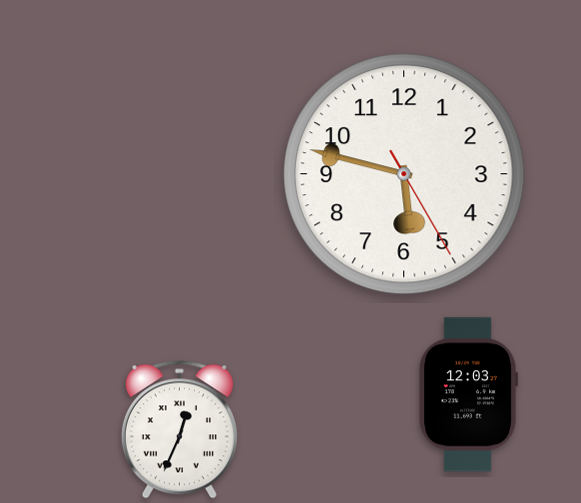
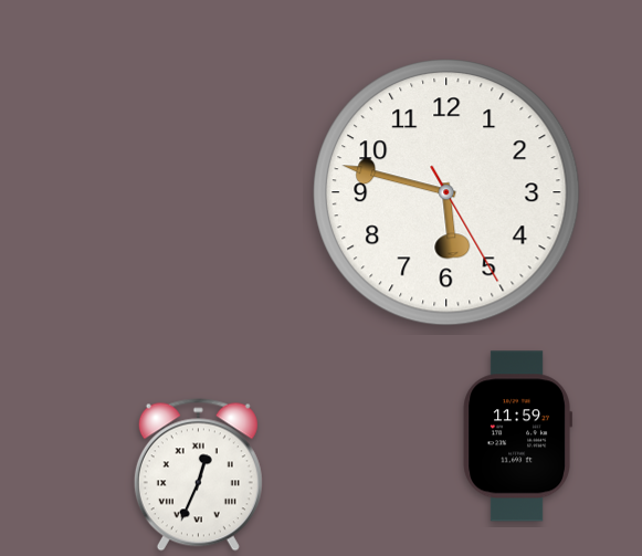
clock at (468, 395): 12:03 -> 11:59
